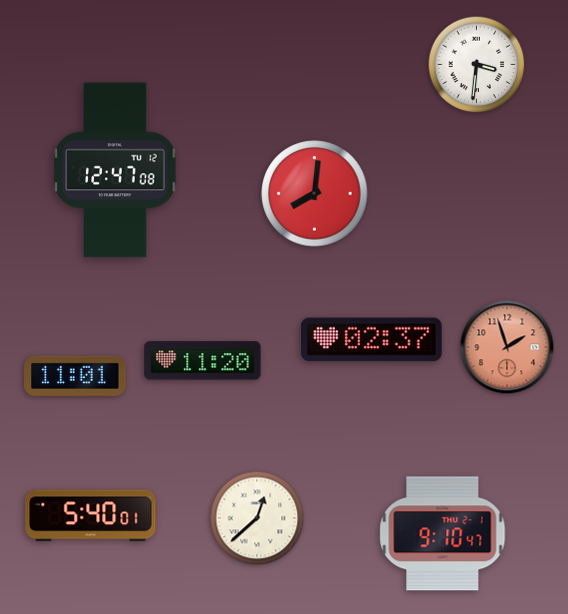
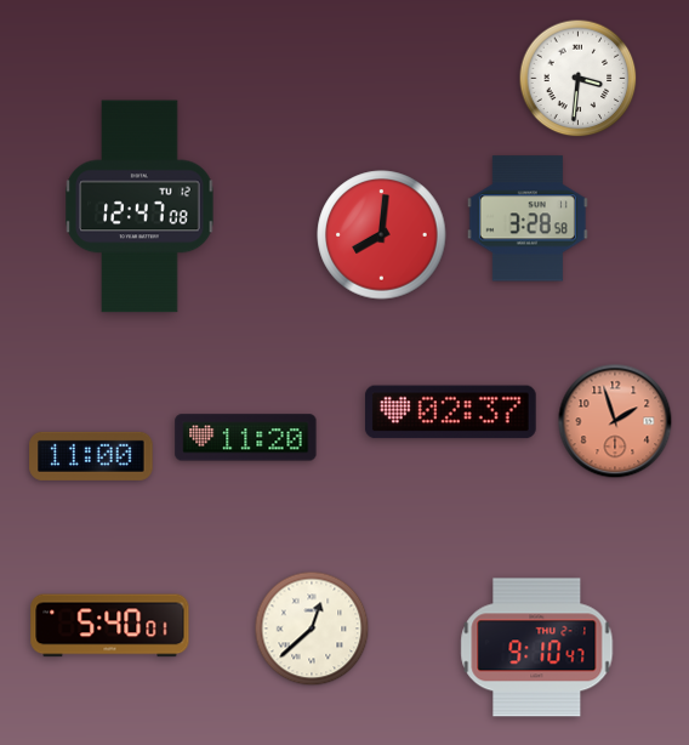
clock at (528, 218): none -> 3:28
clock at (75, 376): 11:01 -> 11:00
